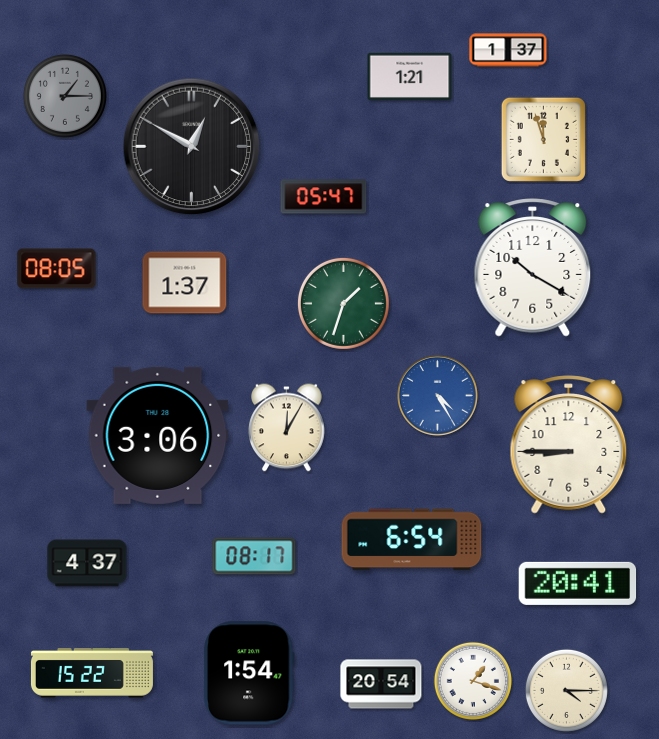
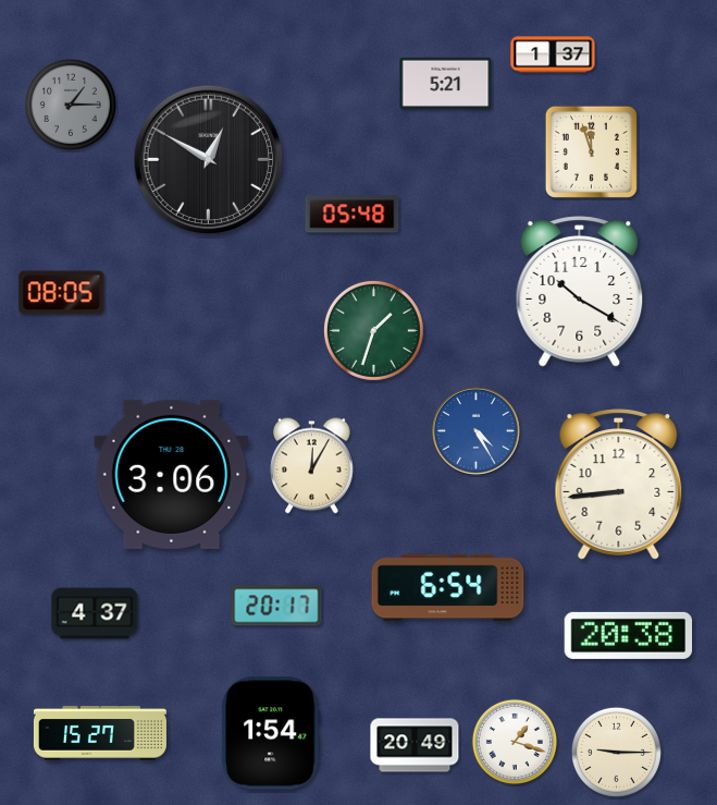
clock at (410, 76): 1:21 -> 5:21
clock at (324, 197): 05:47 -> 05:48
clock at (185, 283): 1:37 -> none
clock at (569, 445): 8:45 -> 8:44
clock at (254, 556): 08:17 -> 20:17
clock at (578, 583): 20:41 -> 20:38
clock at (92, 673): 15:22 -> 15:27
clock at (381, 684): 20:54 -> 20:49
clock at (566, 690): 4:15 -> 9:15
